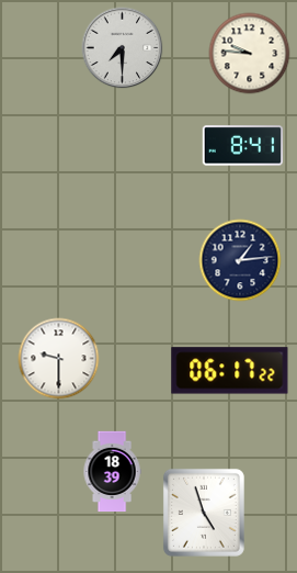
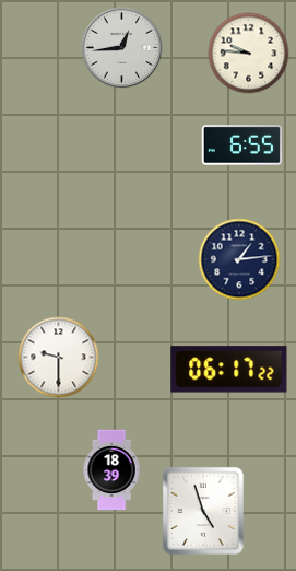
clock at (123, 48): 7:30 -> 12:44
clock at (243, 146): 8:41 -> 6:55
